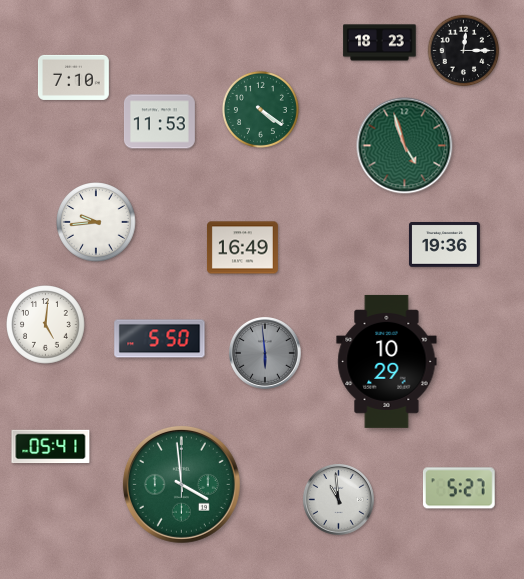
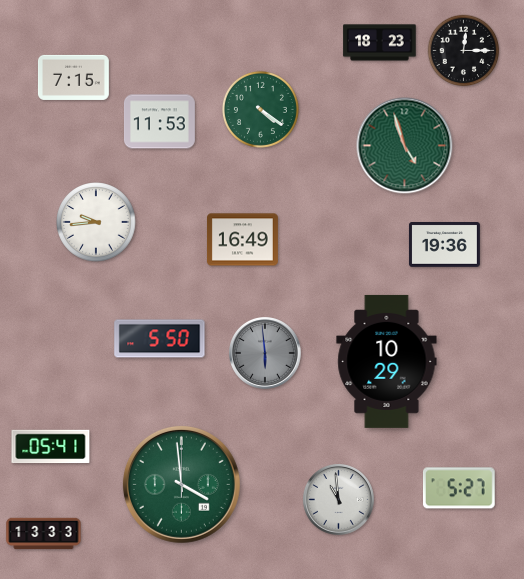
clock at (73, 77): 7:10 -> 7:15
clock at (242, 248) position: (242, 248) -> (242, 240)
clock at (46, 325): 5:01 -> none
clock at (44, 534): none -> 13:33
